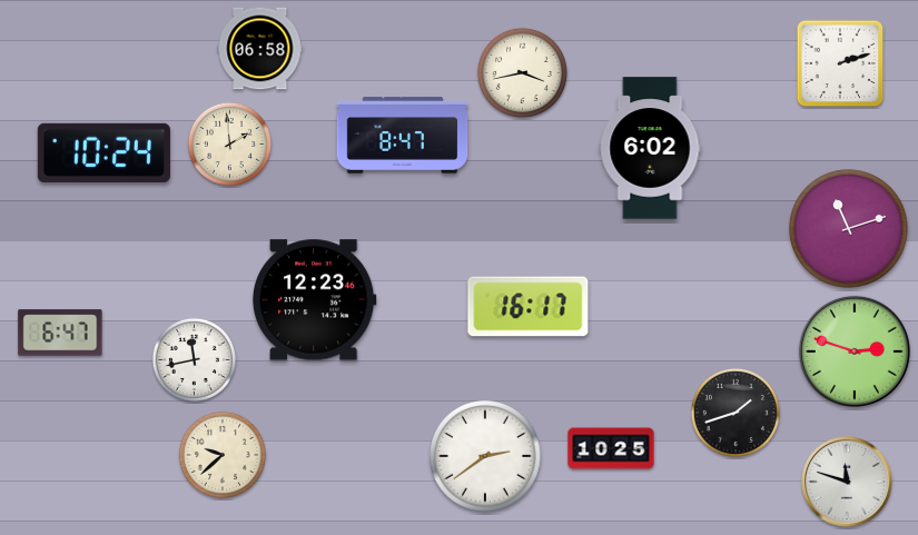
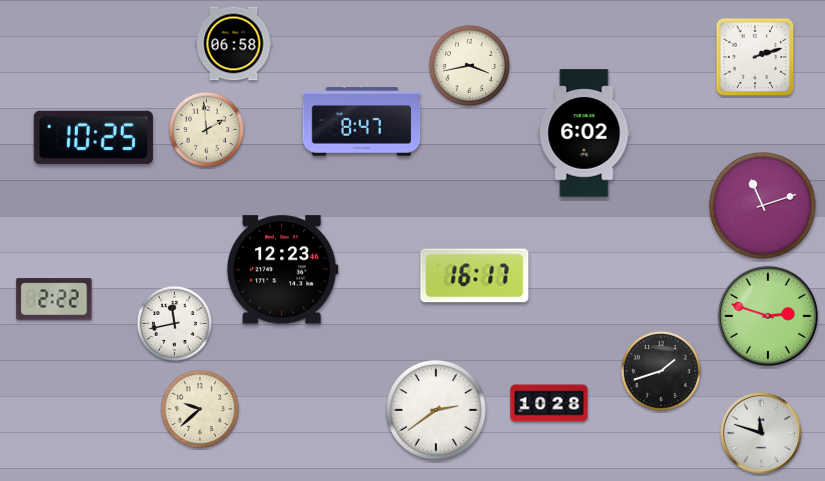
clock at (103, 152): 10:24 -> 10:25
clock at (60, 333): 6:47 -> 2:22
clock at (611, 448): 10:25 -> 10:28
